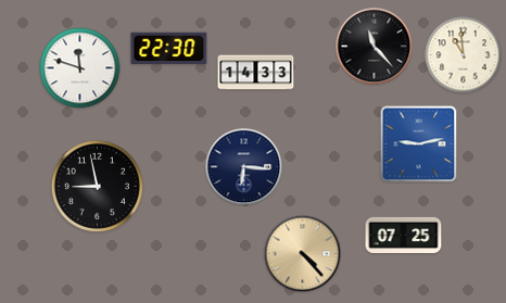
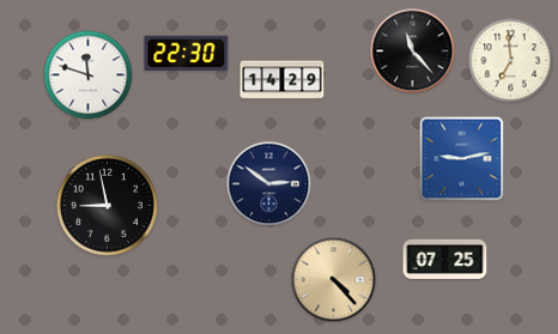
clock at (464, 55): 10:59 -> 6:59
clock at (256, 73): 14:33 -> 14:29
clock at (244, 167): 6:16 -> 2:51
